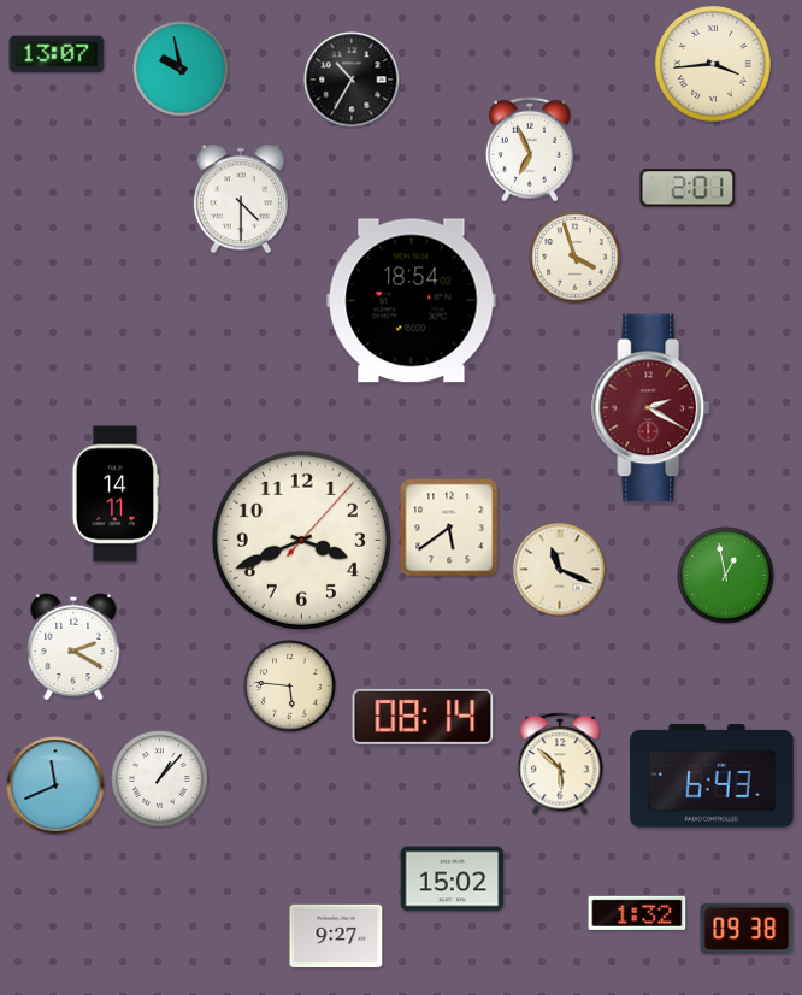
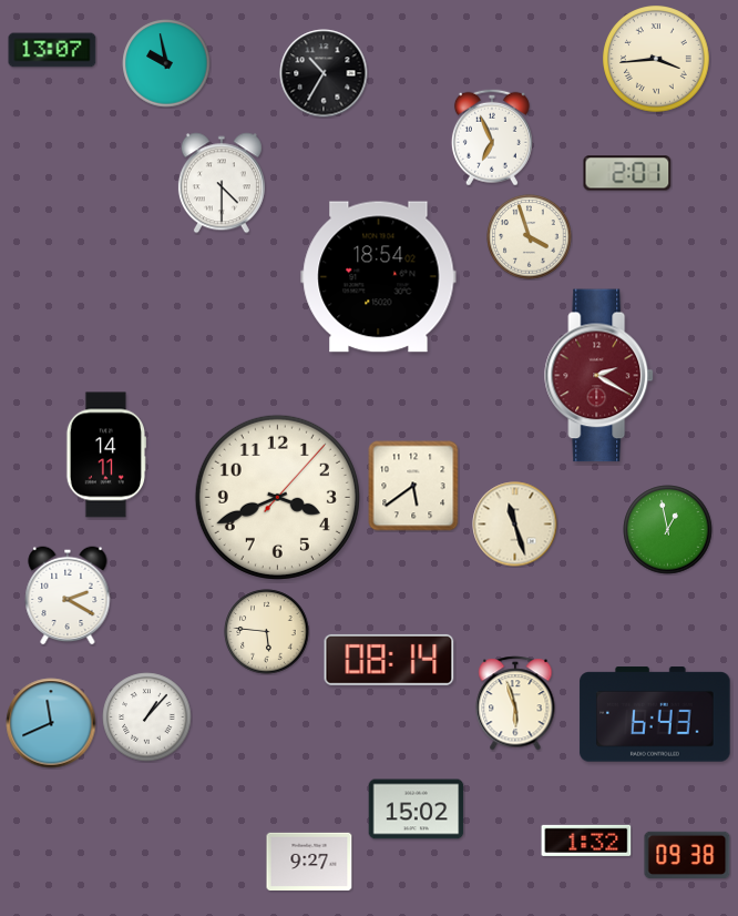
clock at (530, 149) position: (530, 149) -> (492, 138)
clock at (688, 188) position: (688, 188) -> (627, 173)
clock at (560, 570): 11:19 -> 11:27
clock at (560, 764): 5:52 -> 5:57
